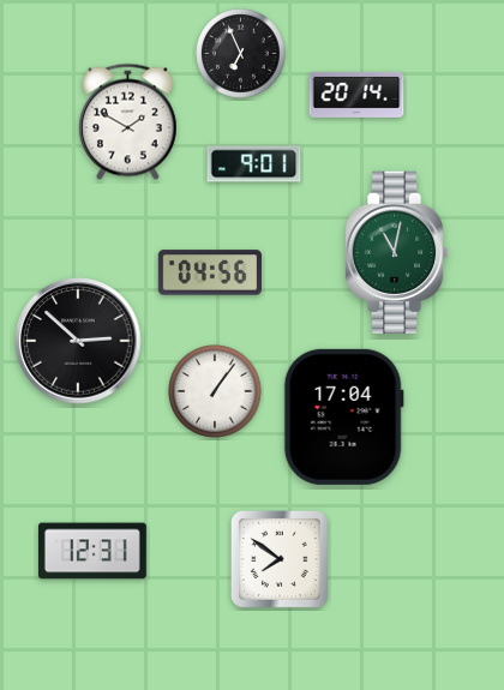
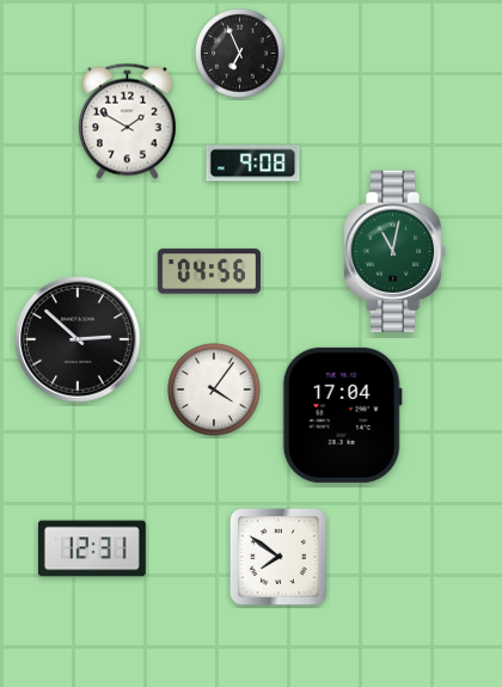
clock at (356, 95): 20:14 -> none
clock at (254, 164): 9:01 -> 9:08
clock at (215, 391): 1:06 -> 4:06
